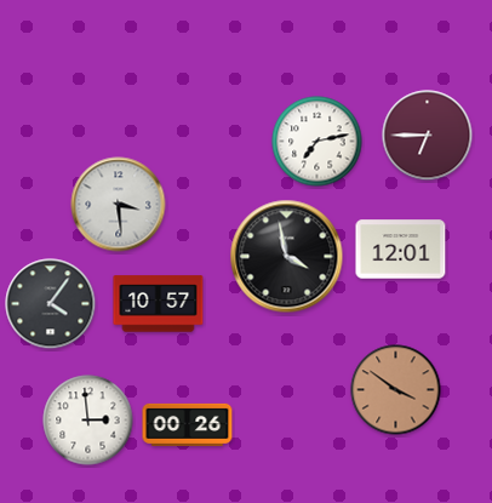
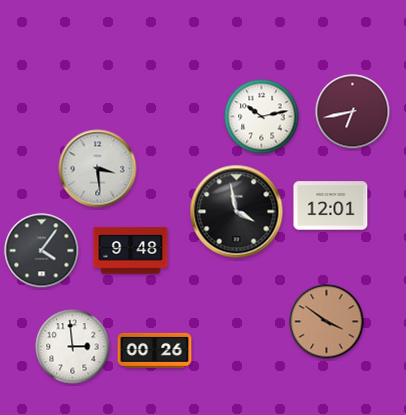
clock at (428, 136): 6:45 -> 6:43
clock at (317, 142): 7:13 -> 10:13
clock at (159, 304): 10:57 -> 9:48
